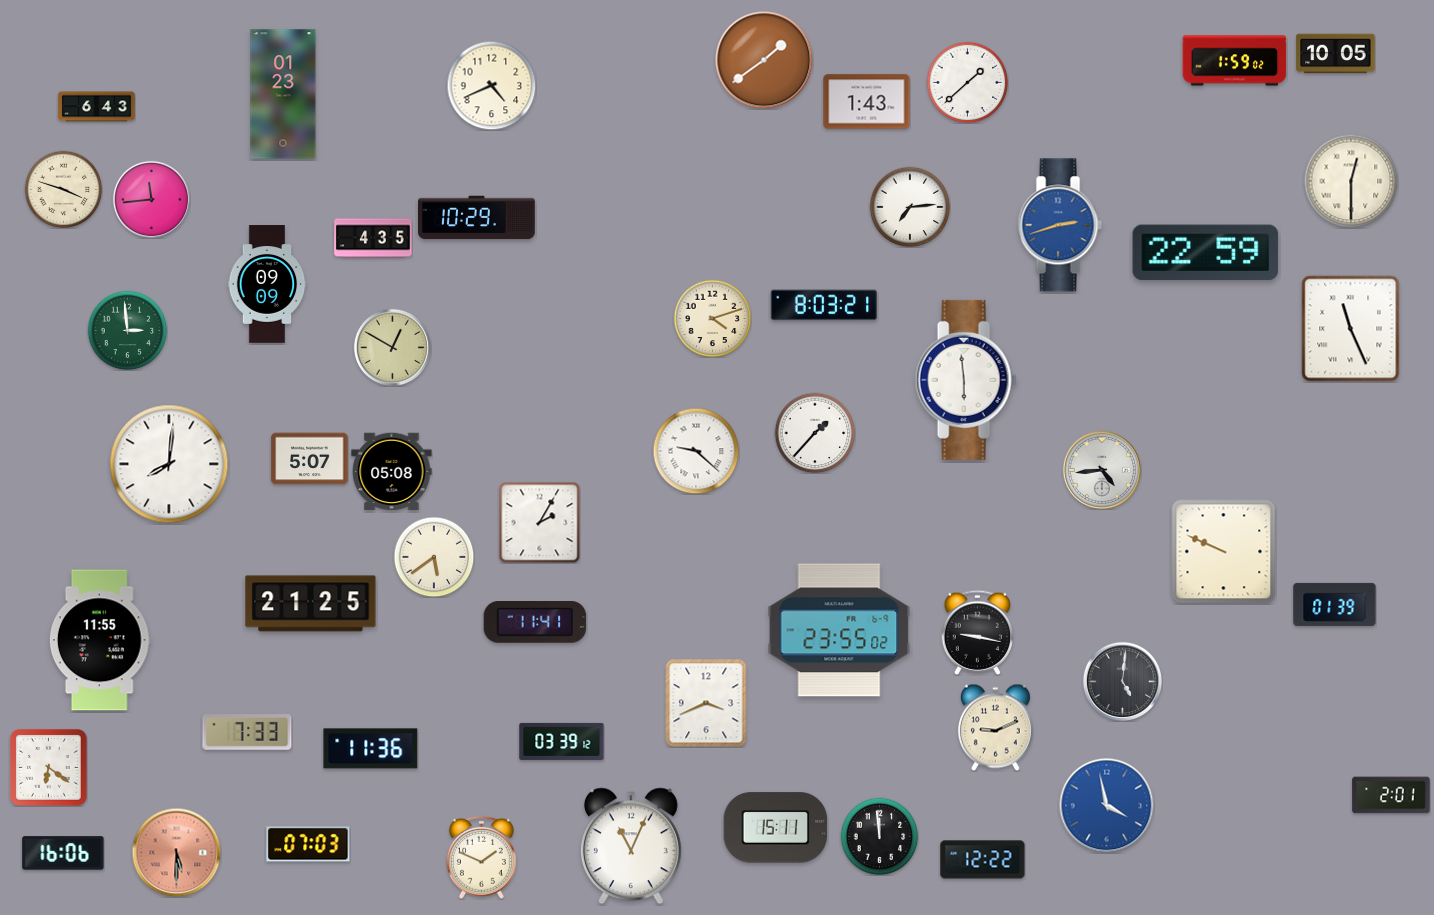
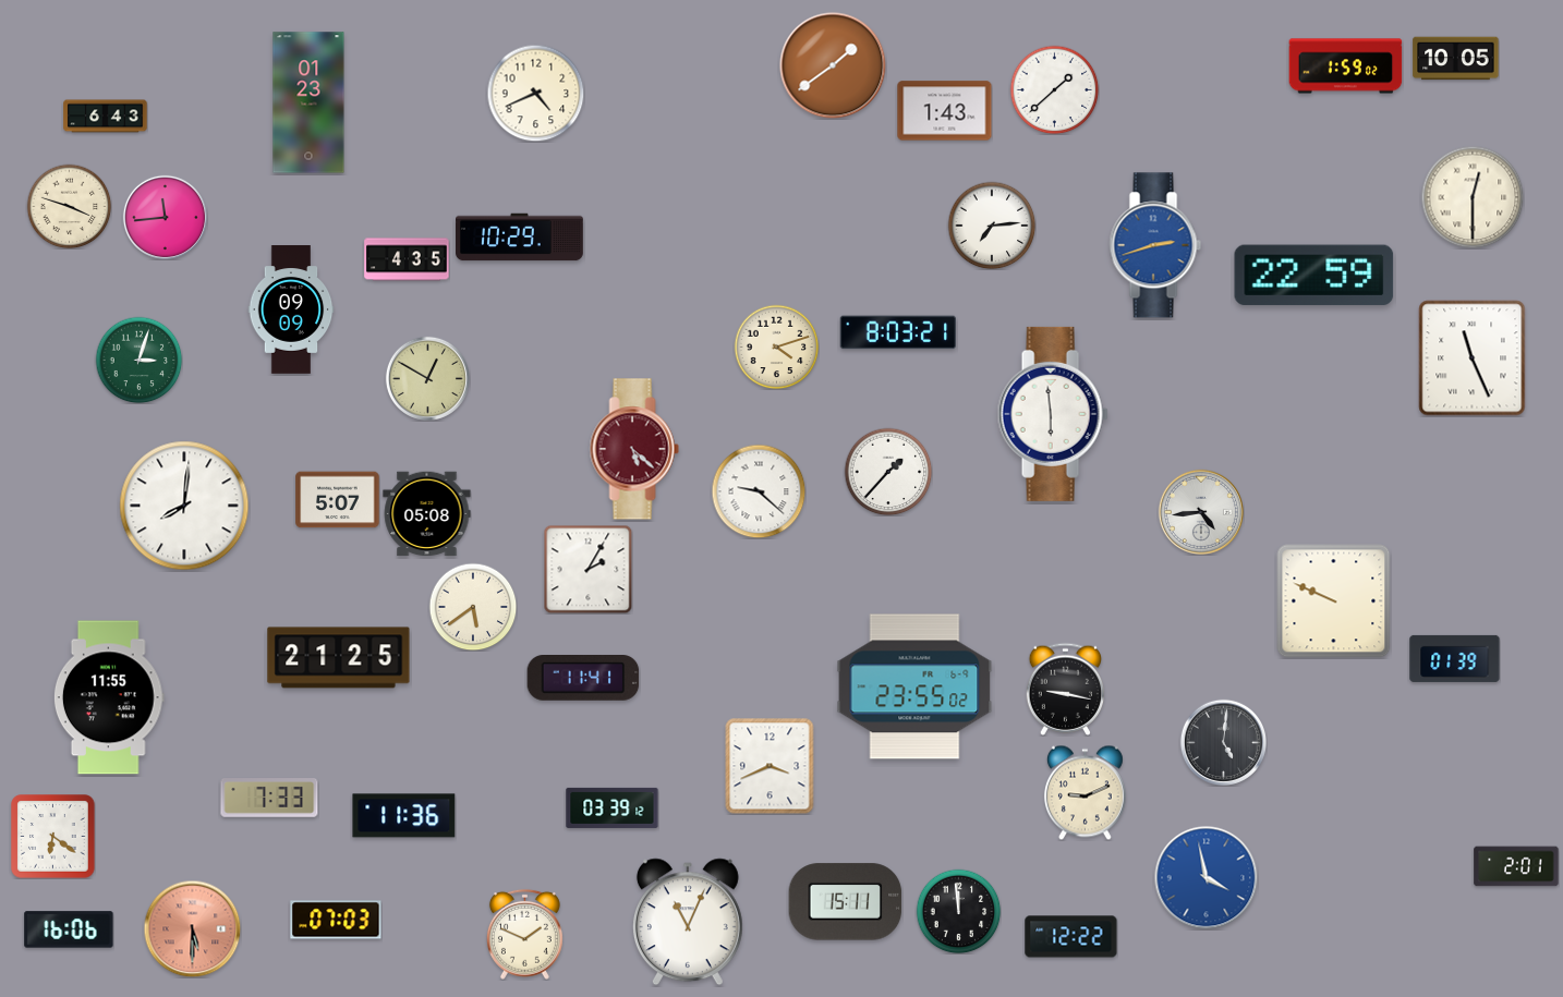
clock at (127, 330): 2:59 -> 3:03
clock at (634, 449): none -> 5:22
